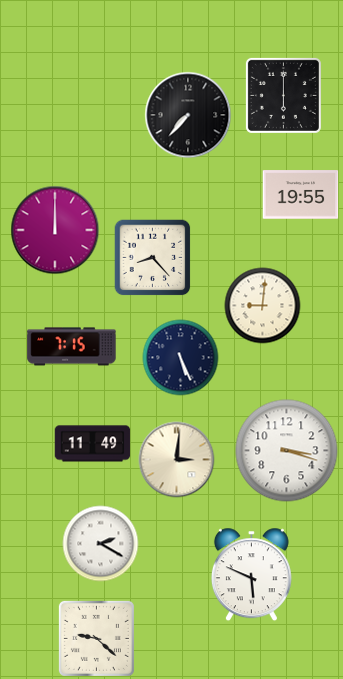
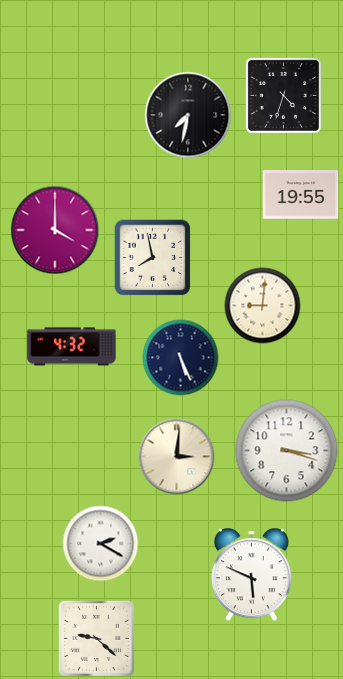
clock at (283, 95): 6:00 -> 4:33
clock at (188, 115): 7:37 -> 7:32
clock at (55, 230): 12:00 -> 4:00
clock at (152, 257): 8:23 -> 7:58
clock at (72, 347): 7:15 -> 4:32
clock at (93, 444): 11:49 -> none
clock at (177, 460) position: (177, 460) -> (177, 457)
